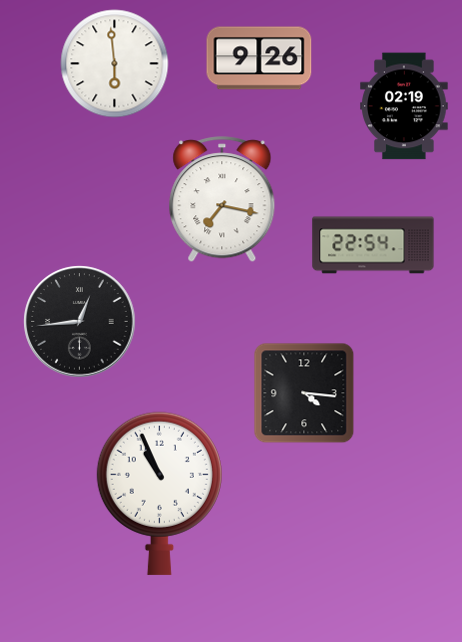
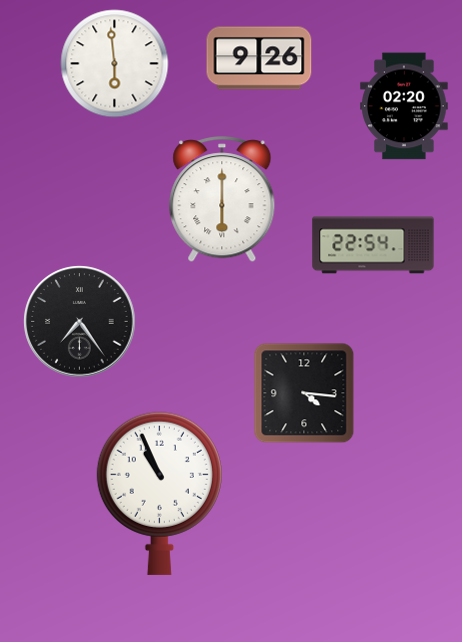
clock at (404, 106): 02:19 -> 02:20
clock at (222, 200): 7:17 -> 6:00
clock at (80, 322): 12:44 -> 7:24
